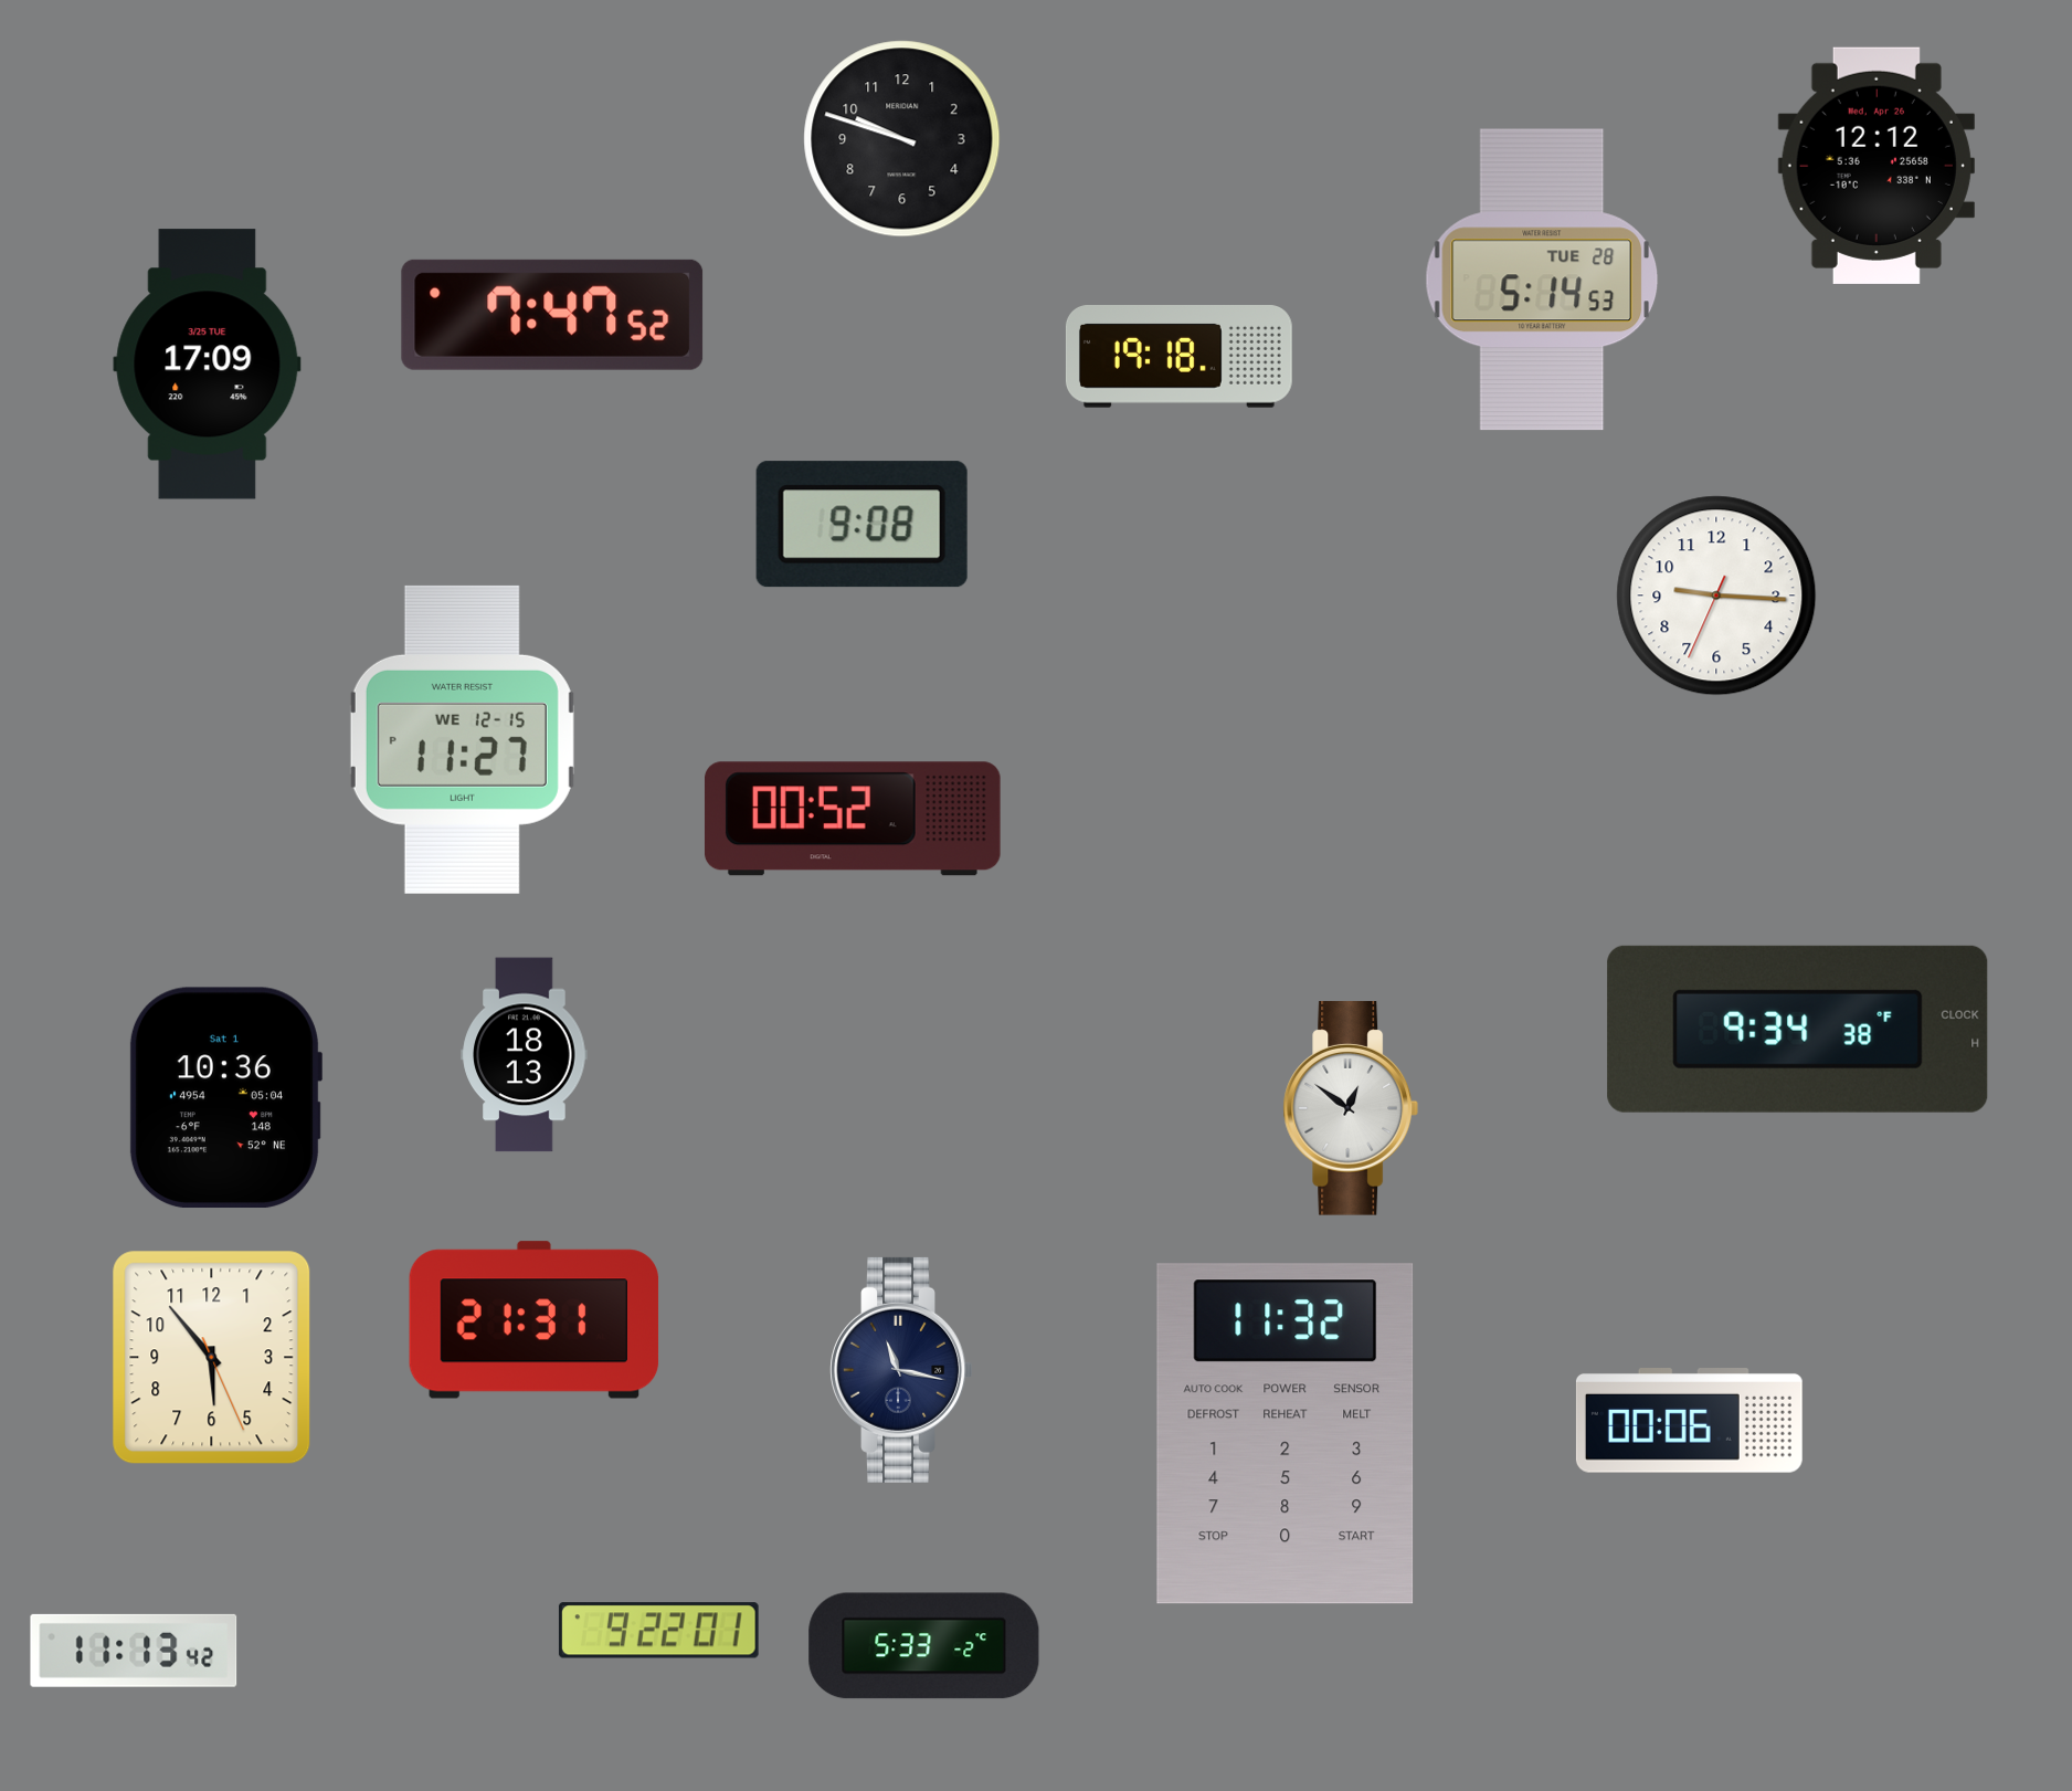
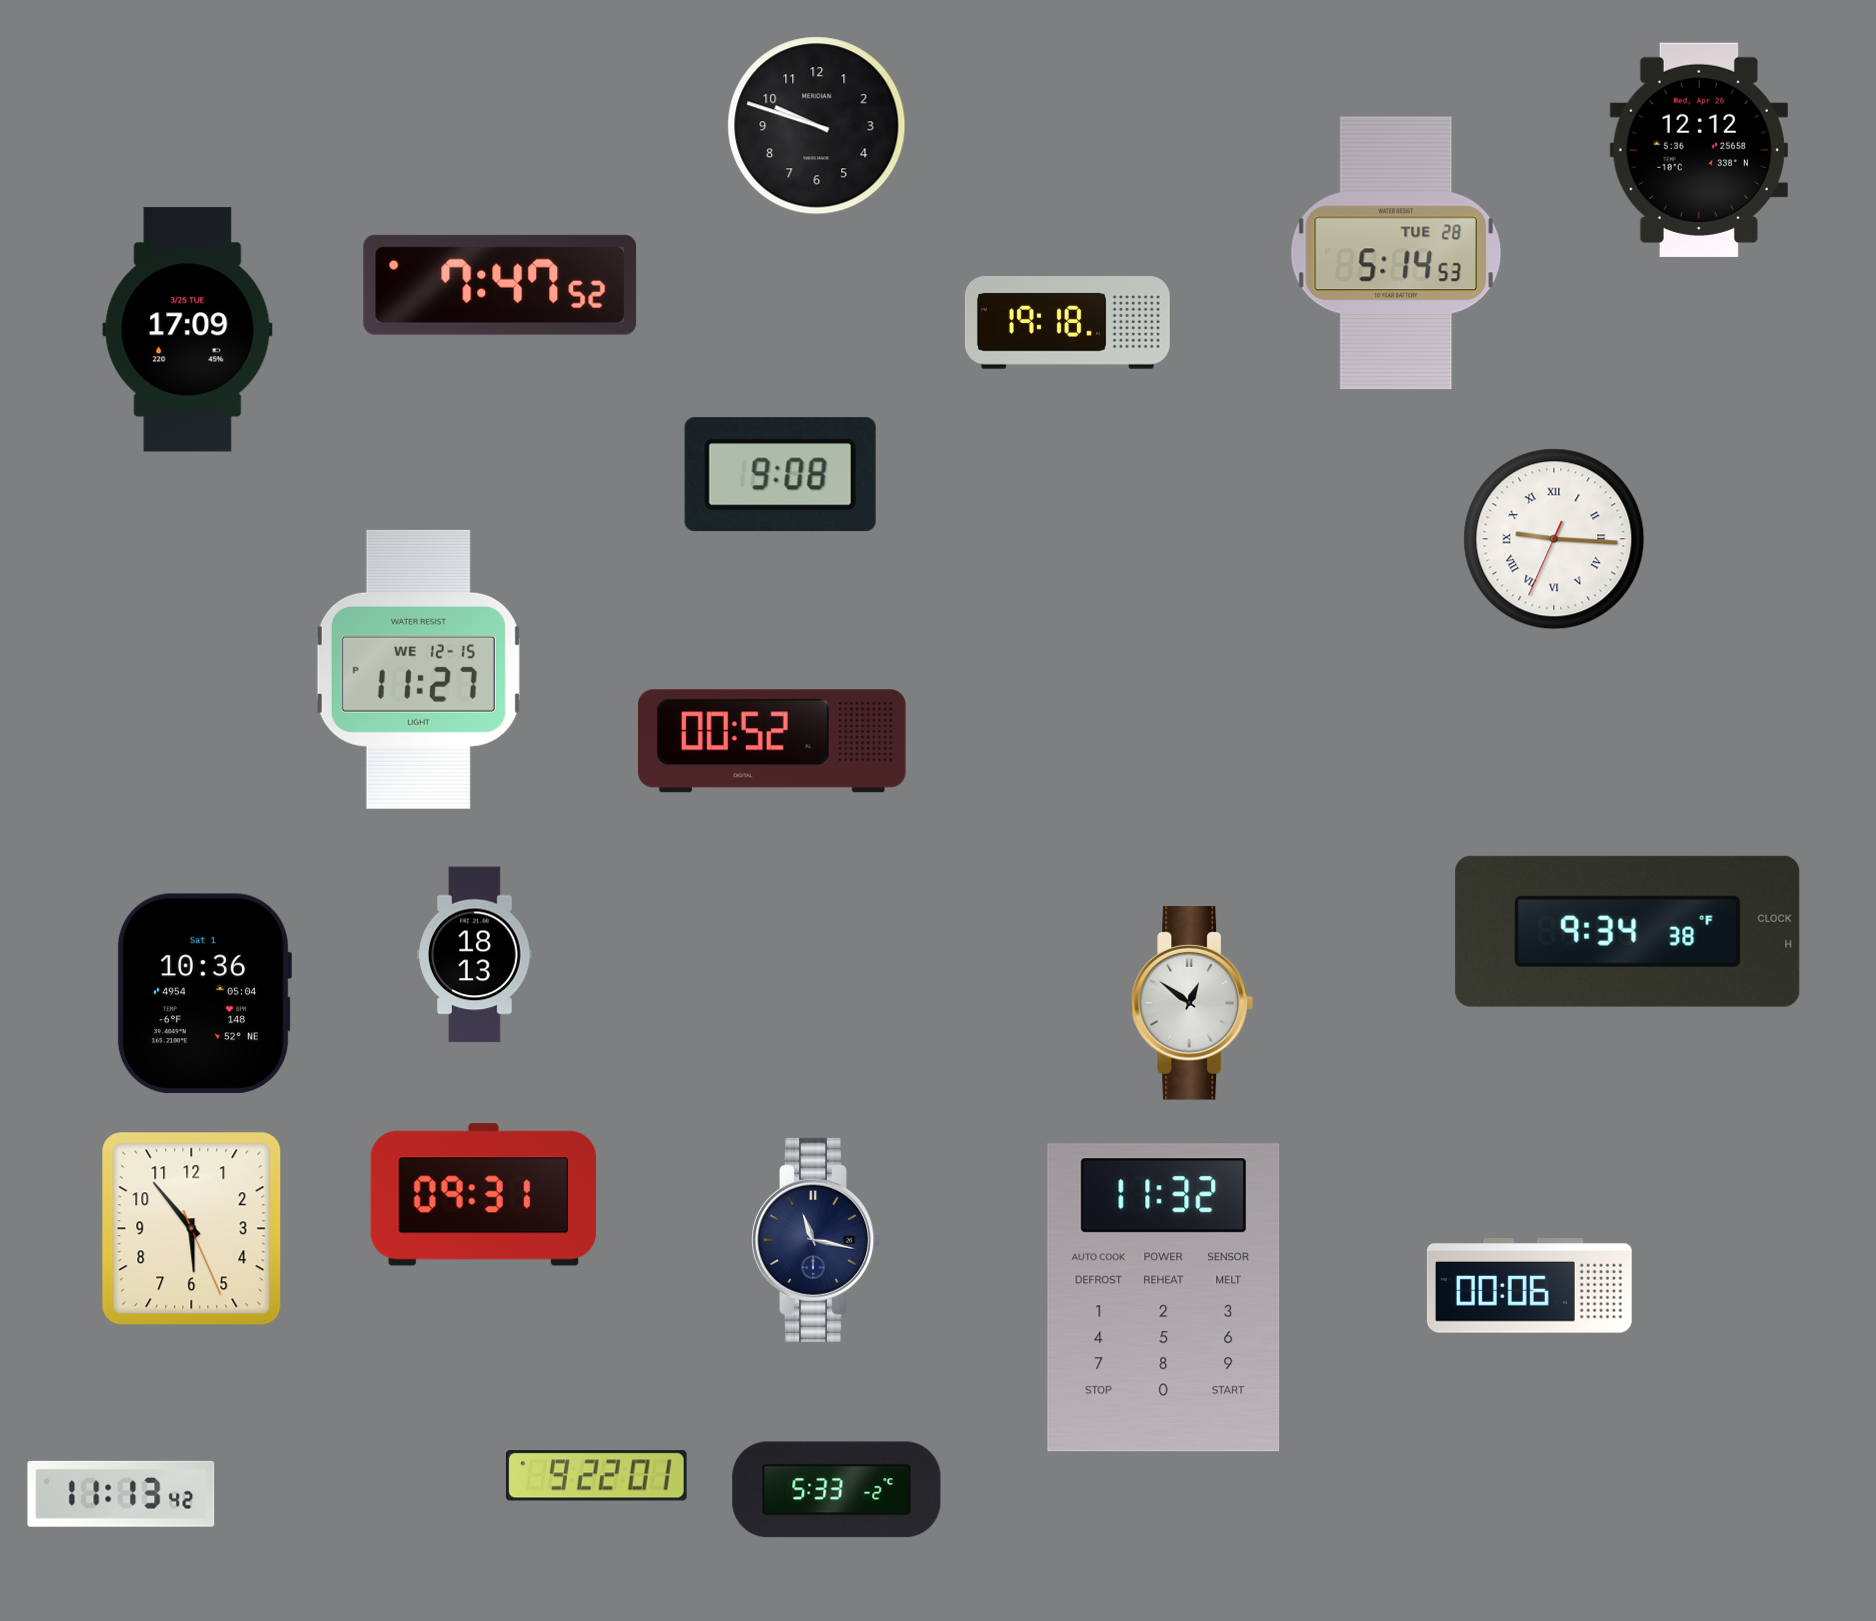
clock at (1716, 596) numerals: Arabic -> Roman
clock at (1351, 1108) position: (1351, 1108) -> (1192, 1003)
clock at (535, 1320): 21:31 -> 09:31
